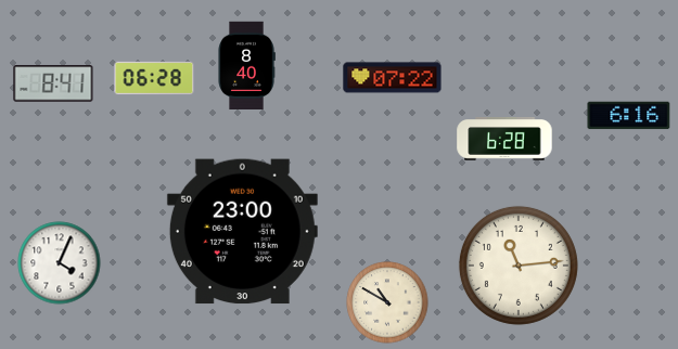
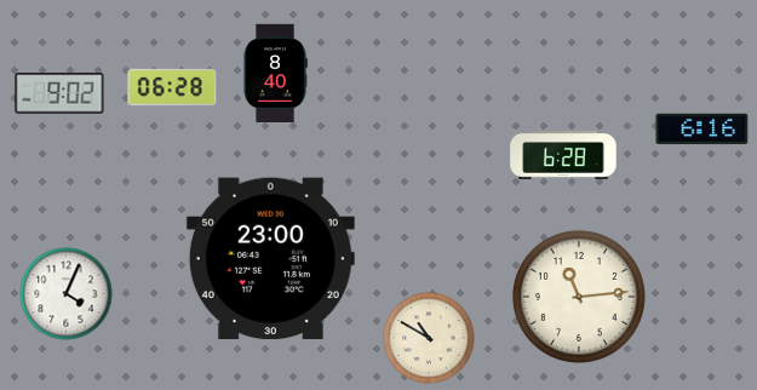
clock at (393, 78): 07:22 -> none
clock at (53, 83): 8:41 -> 9:02
clock at (387, 302) position: (387, 302) -> (429, 338)
